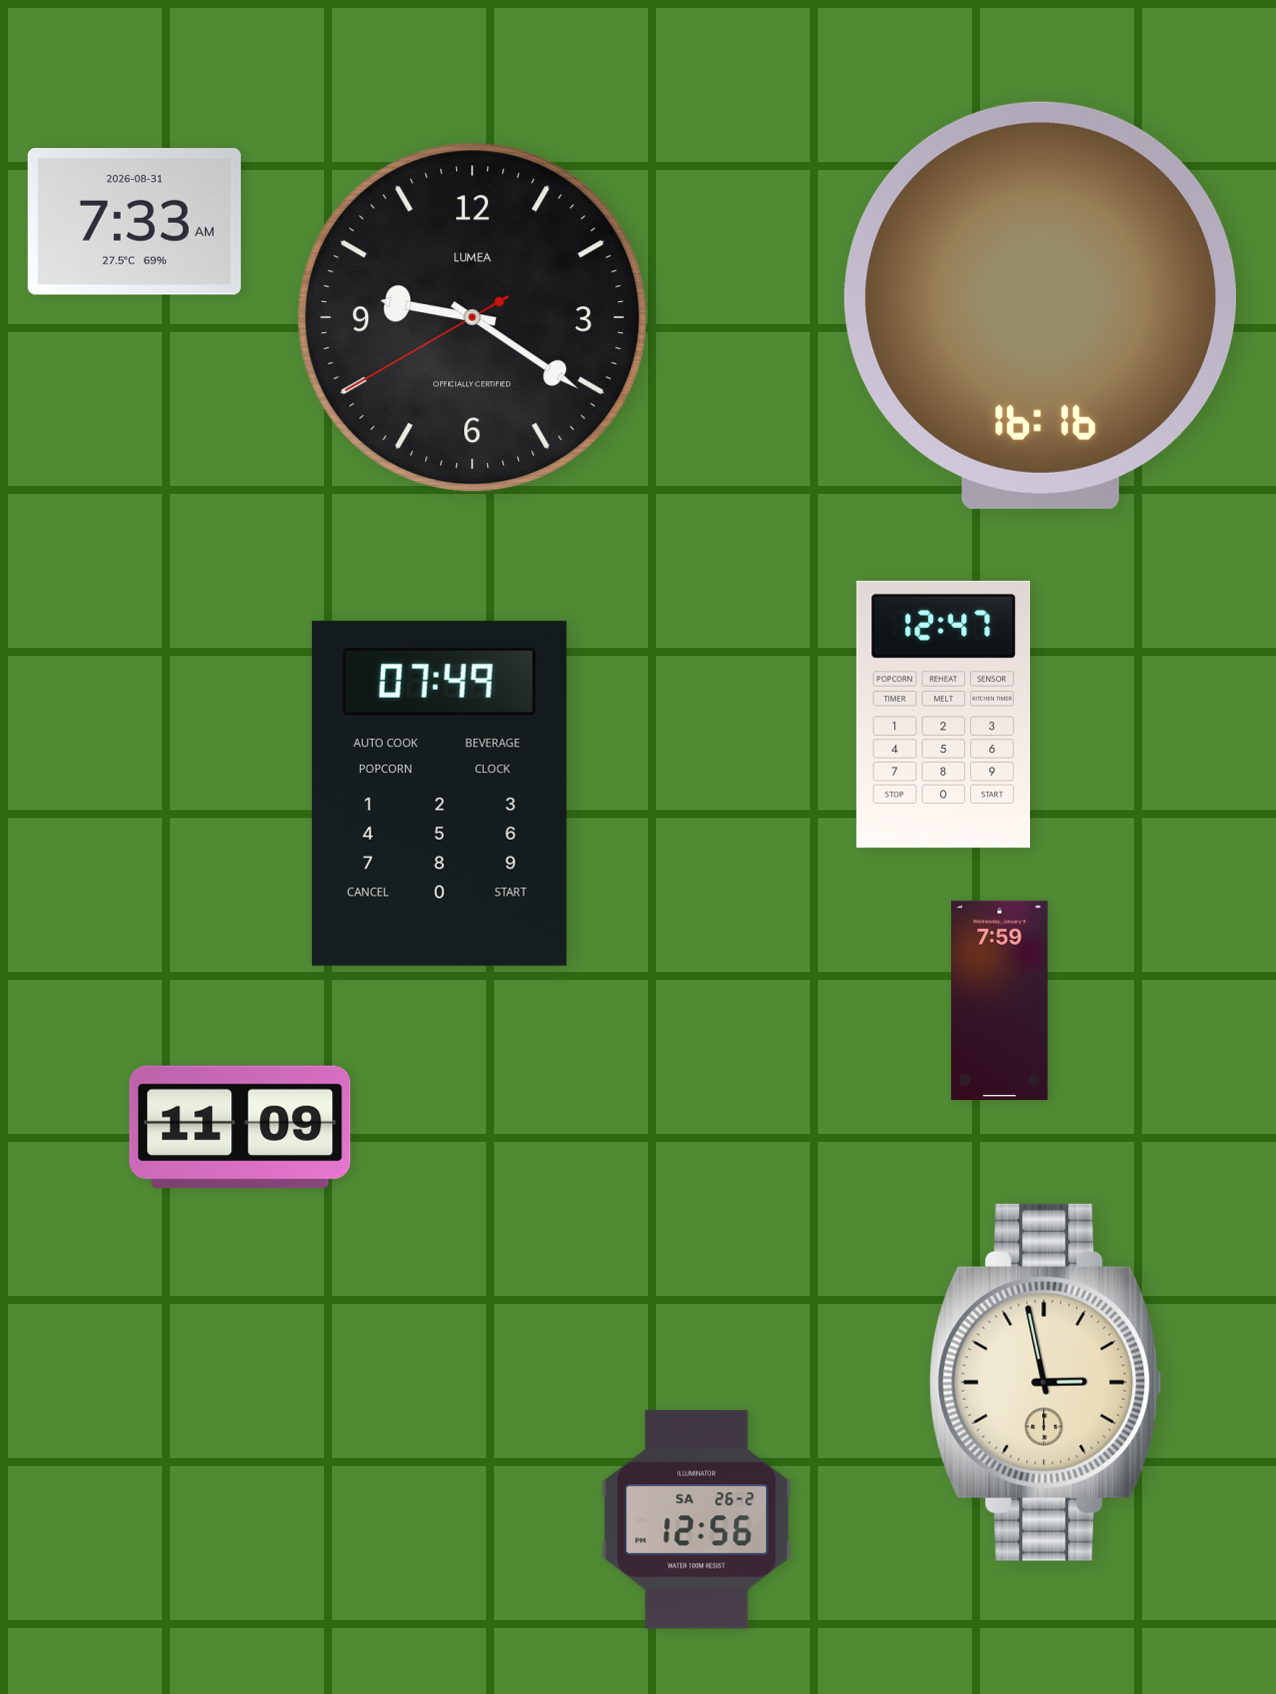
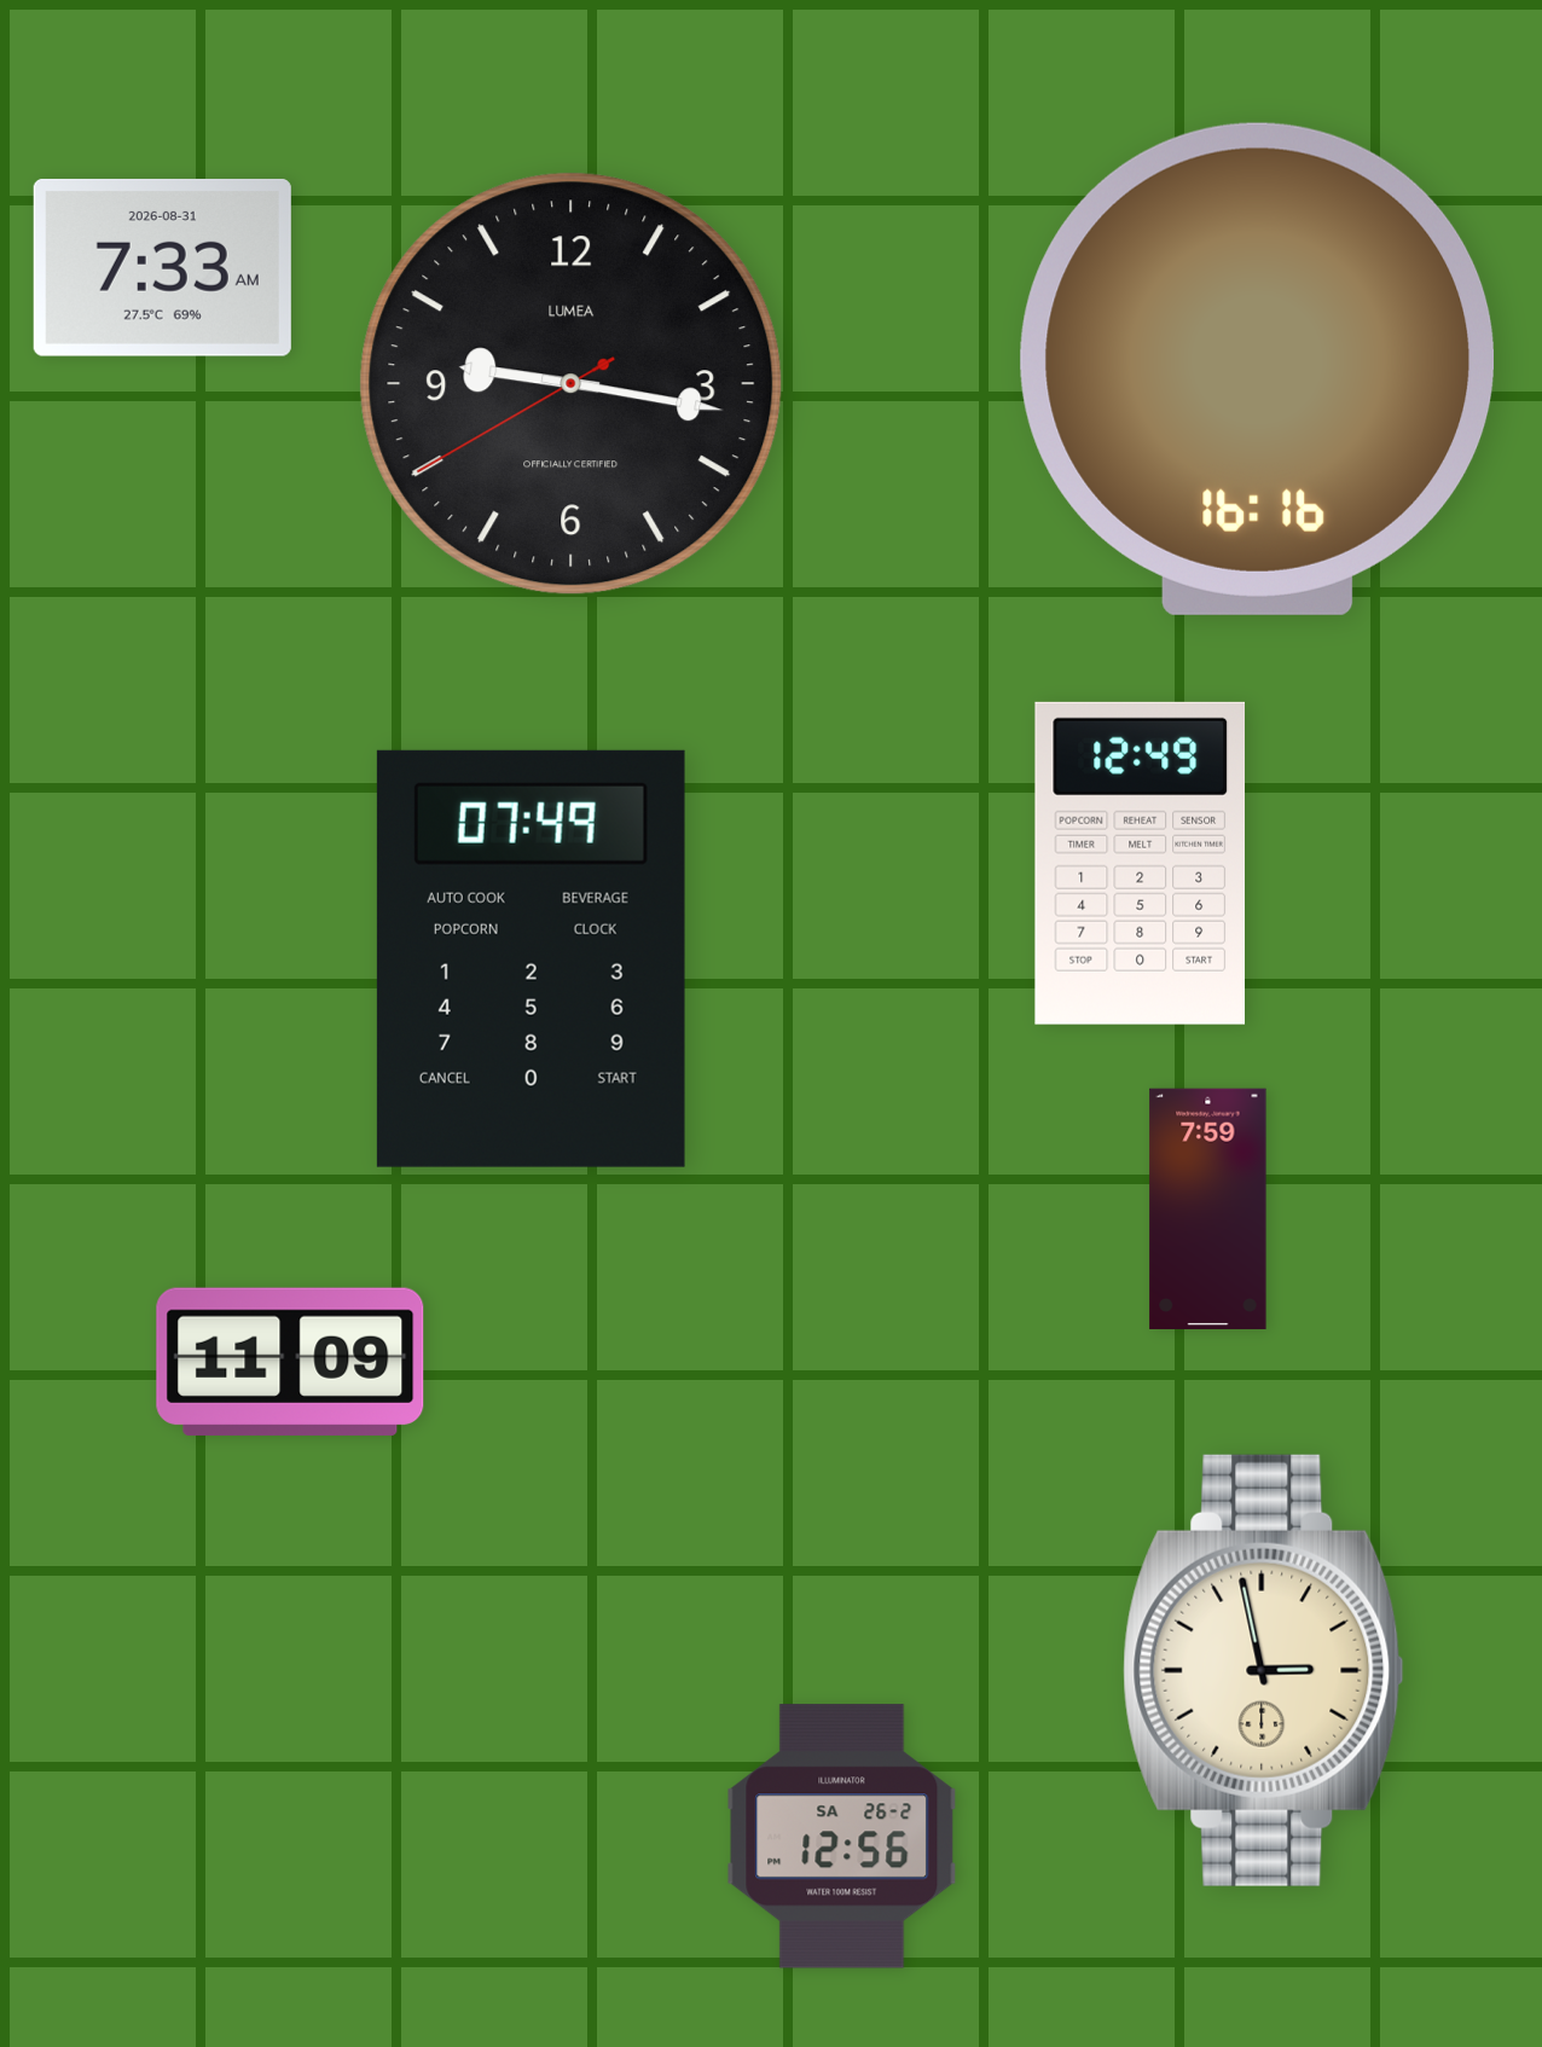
clock at (473, 318): 9:20 -> 9:16
clock at (943, 714): 12:47 -> 12:49
